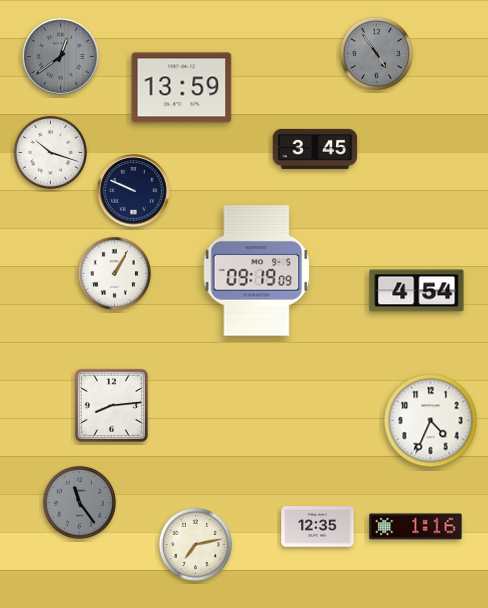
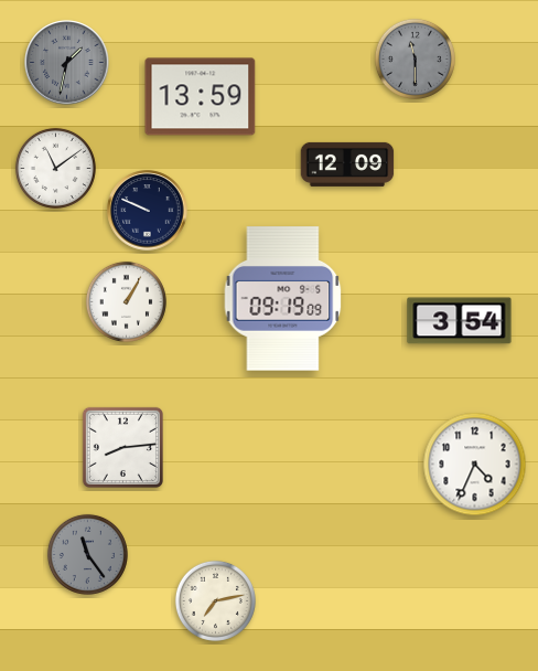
clock at (376, 53): 4:54 -> 11:30
clock at (61, 57): 12:39 -> 1:32
clock at (315, 149): 3:45 -> 12:09
clock at (50, 152): 10:18 -> 11:09
clock at (417, 291): 4:54 -> 3:54
clock at (318, 527): 12:35 -> none
clock at (416, 527): 1:16 -> none
